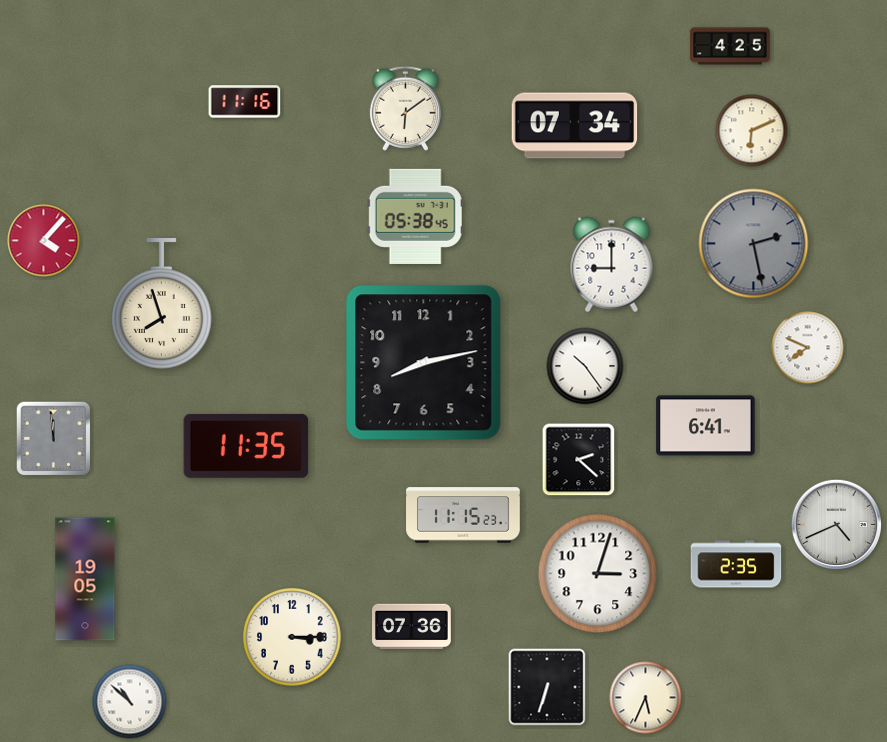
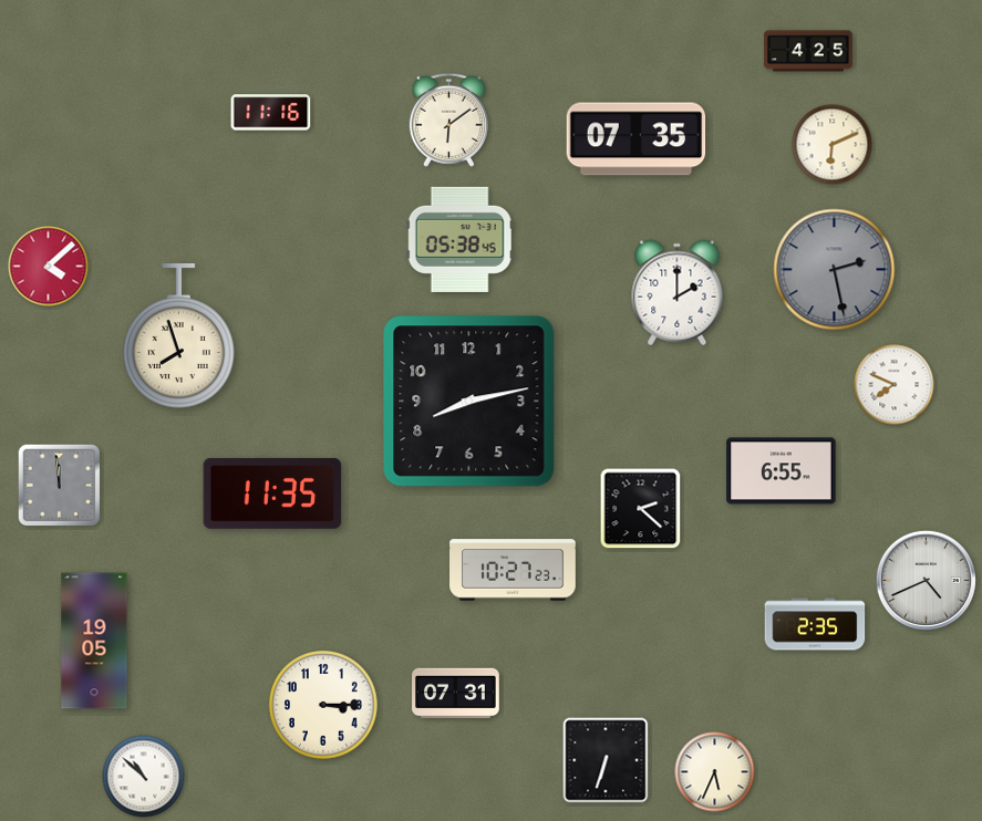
clock at (575, 126): 07:34 -> 07:35
clock at (44, 241): 4:07 -> 4:08
clock at (612, 265): 9:00 -> 2:00
clock at (585, 366): 10:24 -> none
clock at (706, 426): 6:41 -> 6:55
clock at (463, 515): 11:15 -> 10:27
clock at (598, 574): 3:03 -> none
clock at (412, 627): 07:36 -> 07:31
